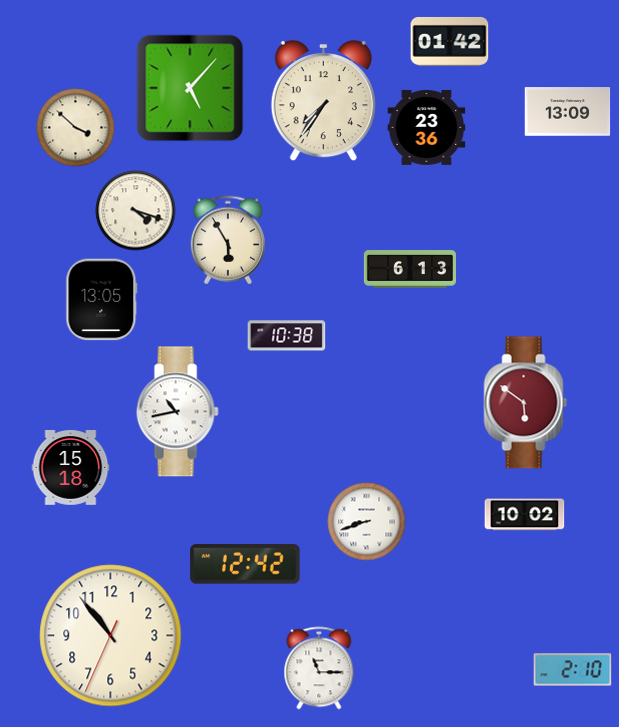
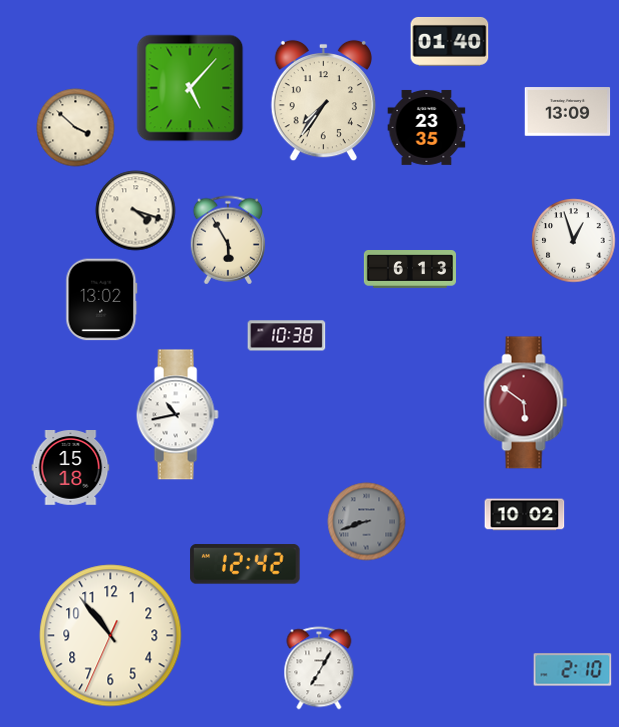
clock at (449, 41): 01:42 -> 01:40
clock at (426, 127): 23:36 -> 23:35
clock at (573, 240): none -> 12:57
clock at (102, 299): 13:05 -> 13:02
clock at (177, 412) position: (177, 412) -> (177, 415)
clock at (366, 521) dial: white -> grey
clock at (319, 668): 11:15 -> 7:05
